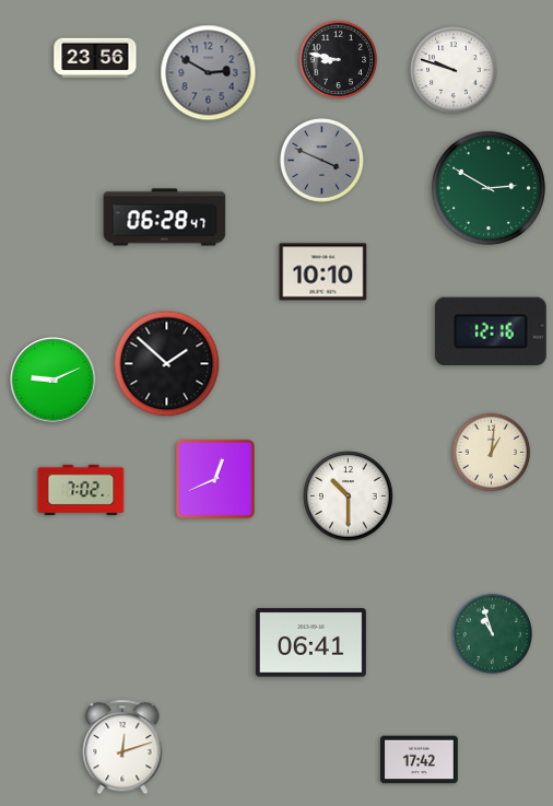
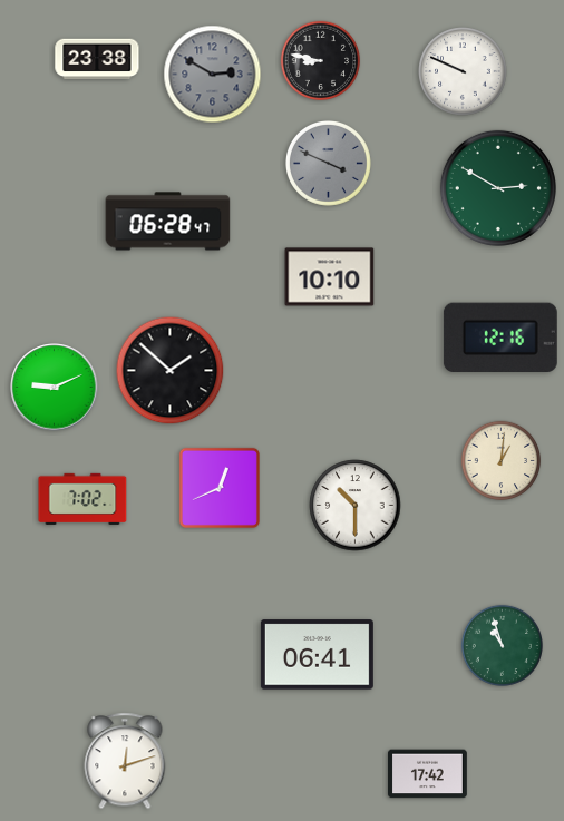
clock at (95, 58): 23:56 -> 23:38
clock at (339, 60) position: (339, 60) -> (321, 61)
clock at (454, 70): 9:48 -> 9:49
clock at (489, 188) position: (489, 188) -> (498, 188)
